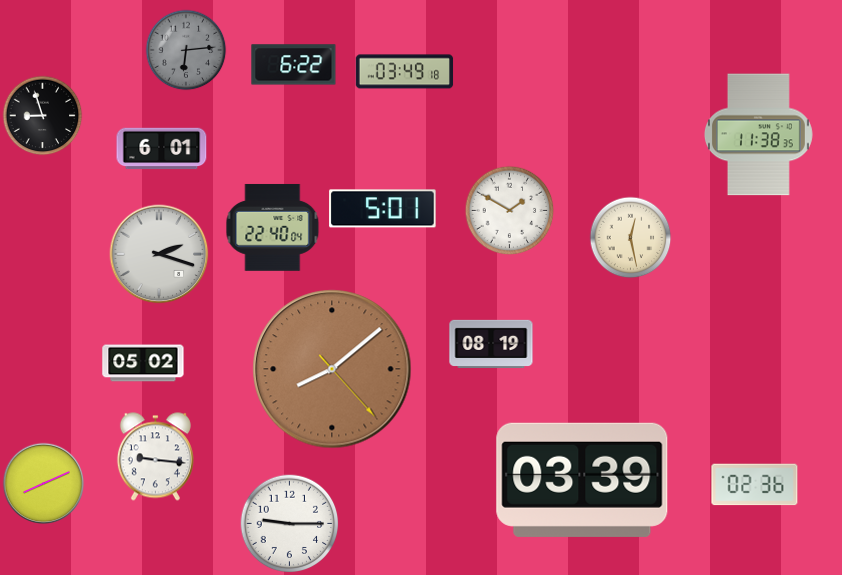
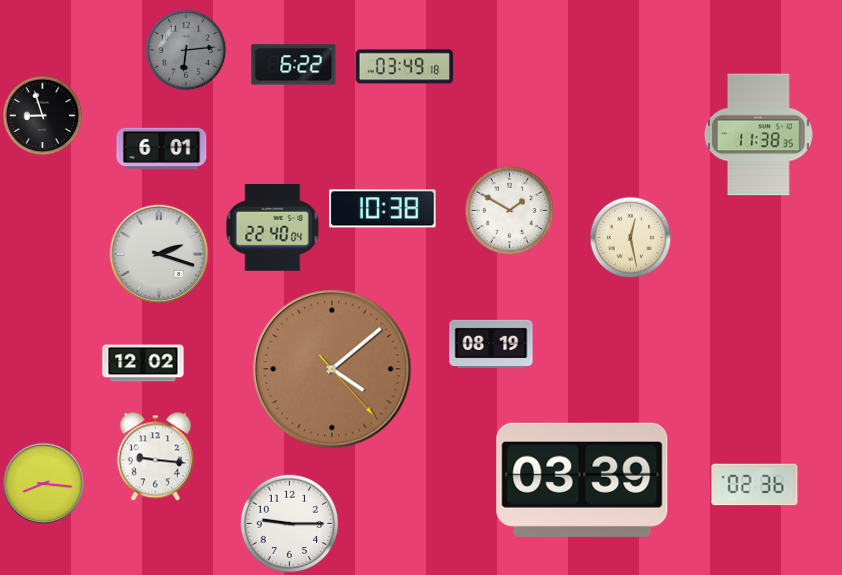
clock at (405, 72) position: (405, 72) -> (405, 67)
clock at (383, 209): 5:01 -> 10:38
clock at (143, 363): 05:02 -> 12:02
clock at (332, 369): 8:08 -> 4:08
clock at (44, 484): 8:11 -> 8:16
